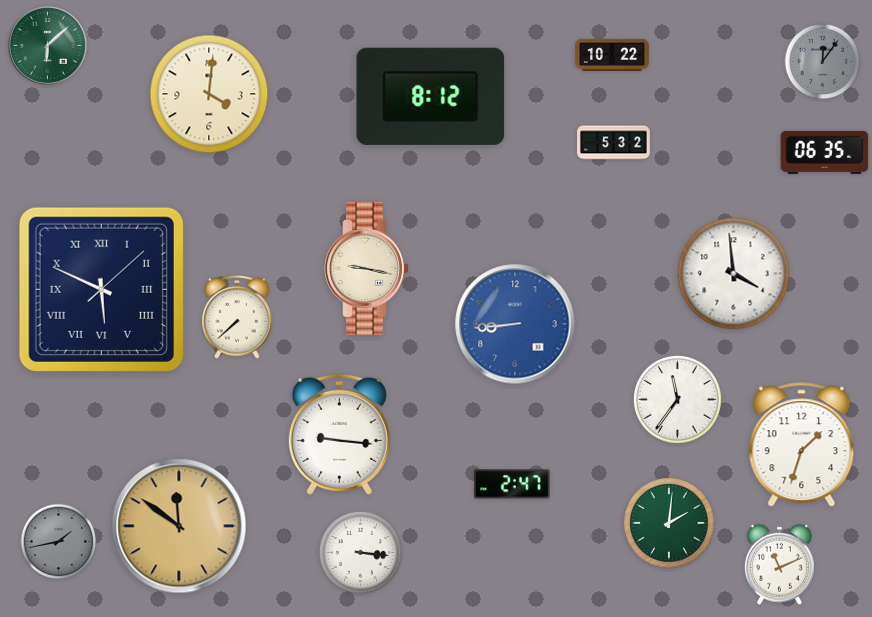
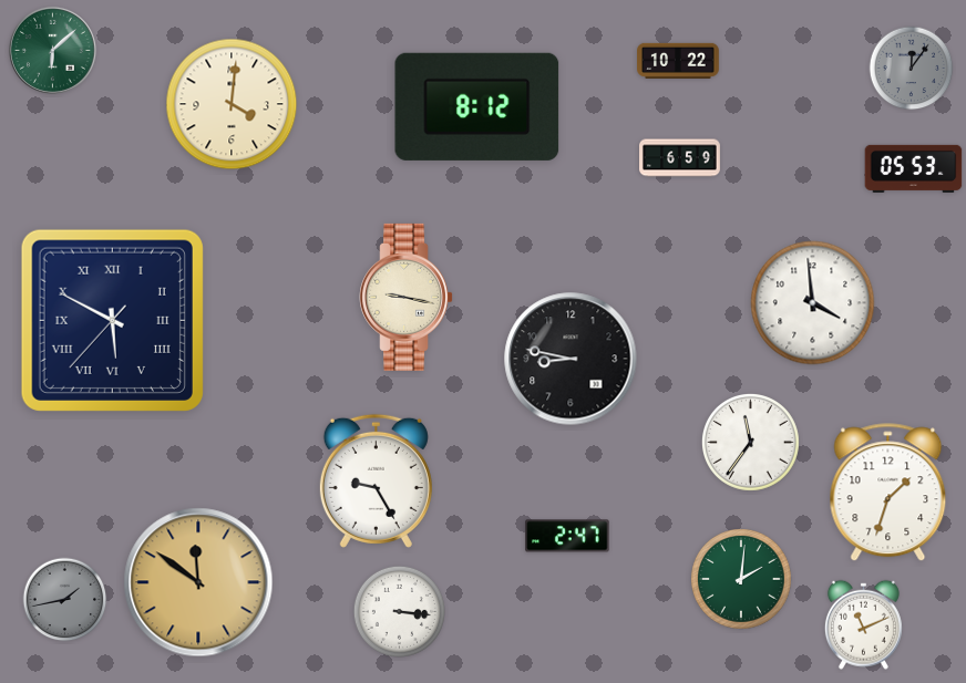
clock at (614, 143): 5:32 -> 6:59
clock at (825, 152): 06:35 -> 05:53
clock at (101, 289): 5:49:08 -> 5:49:37
clock at (237, 318): 7:38 -> none
clock at (515, 324): 8:44 -> 8:47
clock at (515, 324) dial: blue -> black
clock at (339, 434): 9:16 -> 9:25
